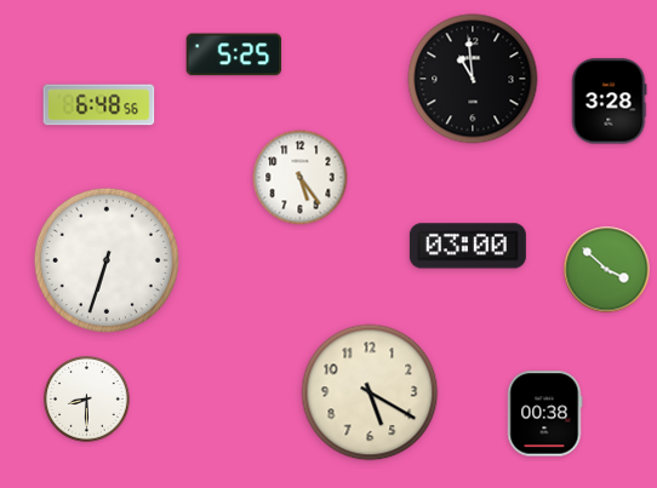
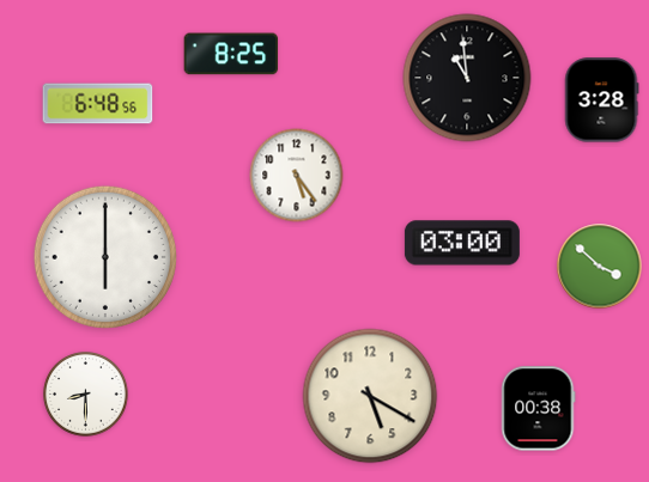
clock at (234, 54): 5:25 -> 8:25
clock at (107, 260): 6:33 -> 6:00
clock at (370, 392) position: (370, 392) -> (370, 396)
